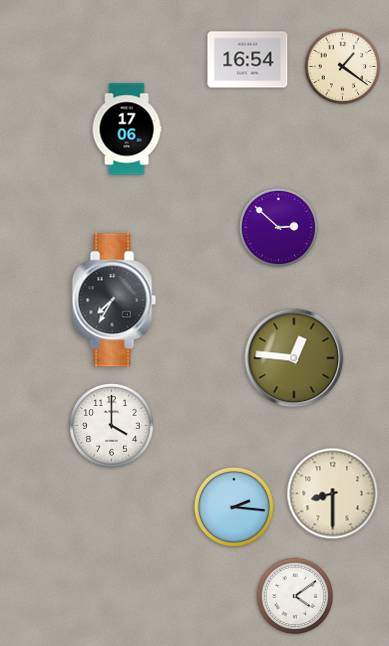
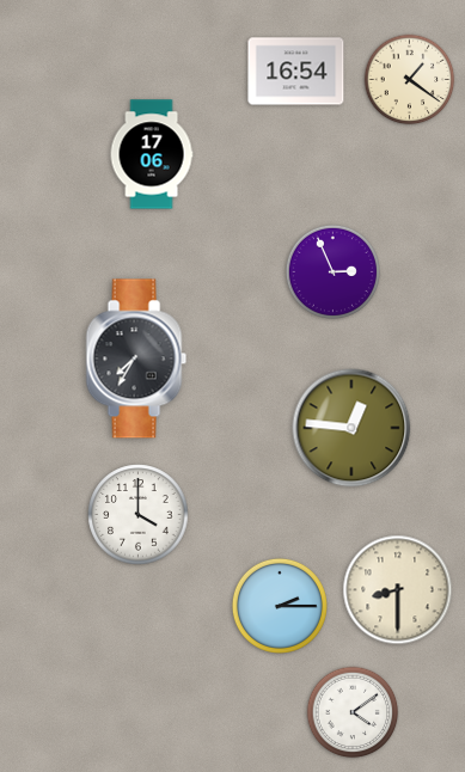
clock at (278, 227): 2:52 -> 2:56
clock at (112, 426) position: (112, 426) -> (139, 515)
clock at (234, 507): 2:16 -> 2:15
